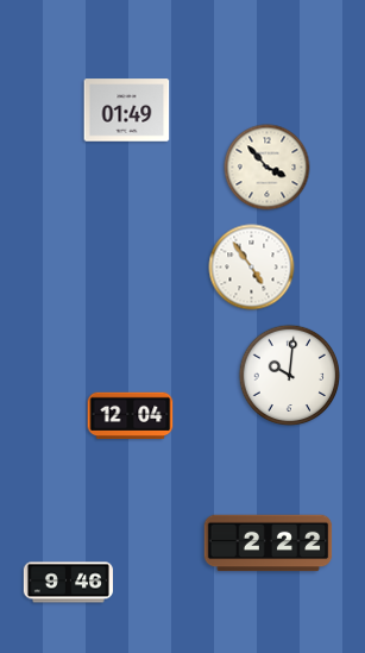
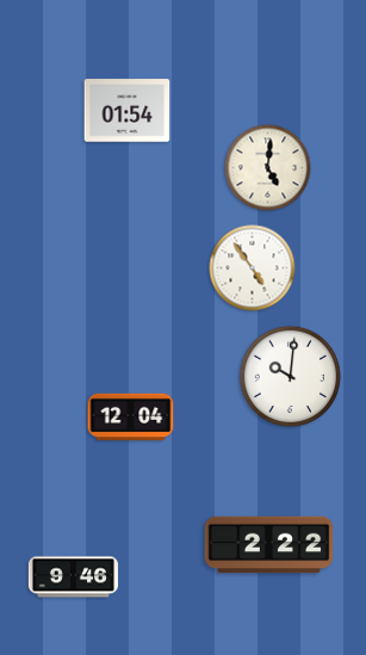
clock at (127, 111): 01:49 -> 01:54
clock at (268, 168): 3:53 -> 5:01
clock at (68, 583) position: (68, 583) -> (73, 577)
